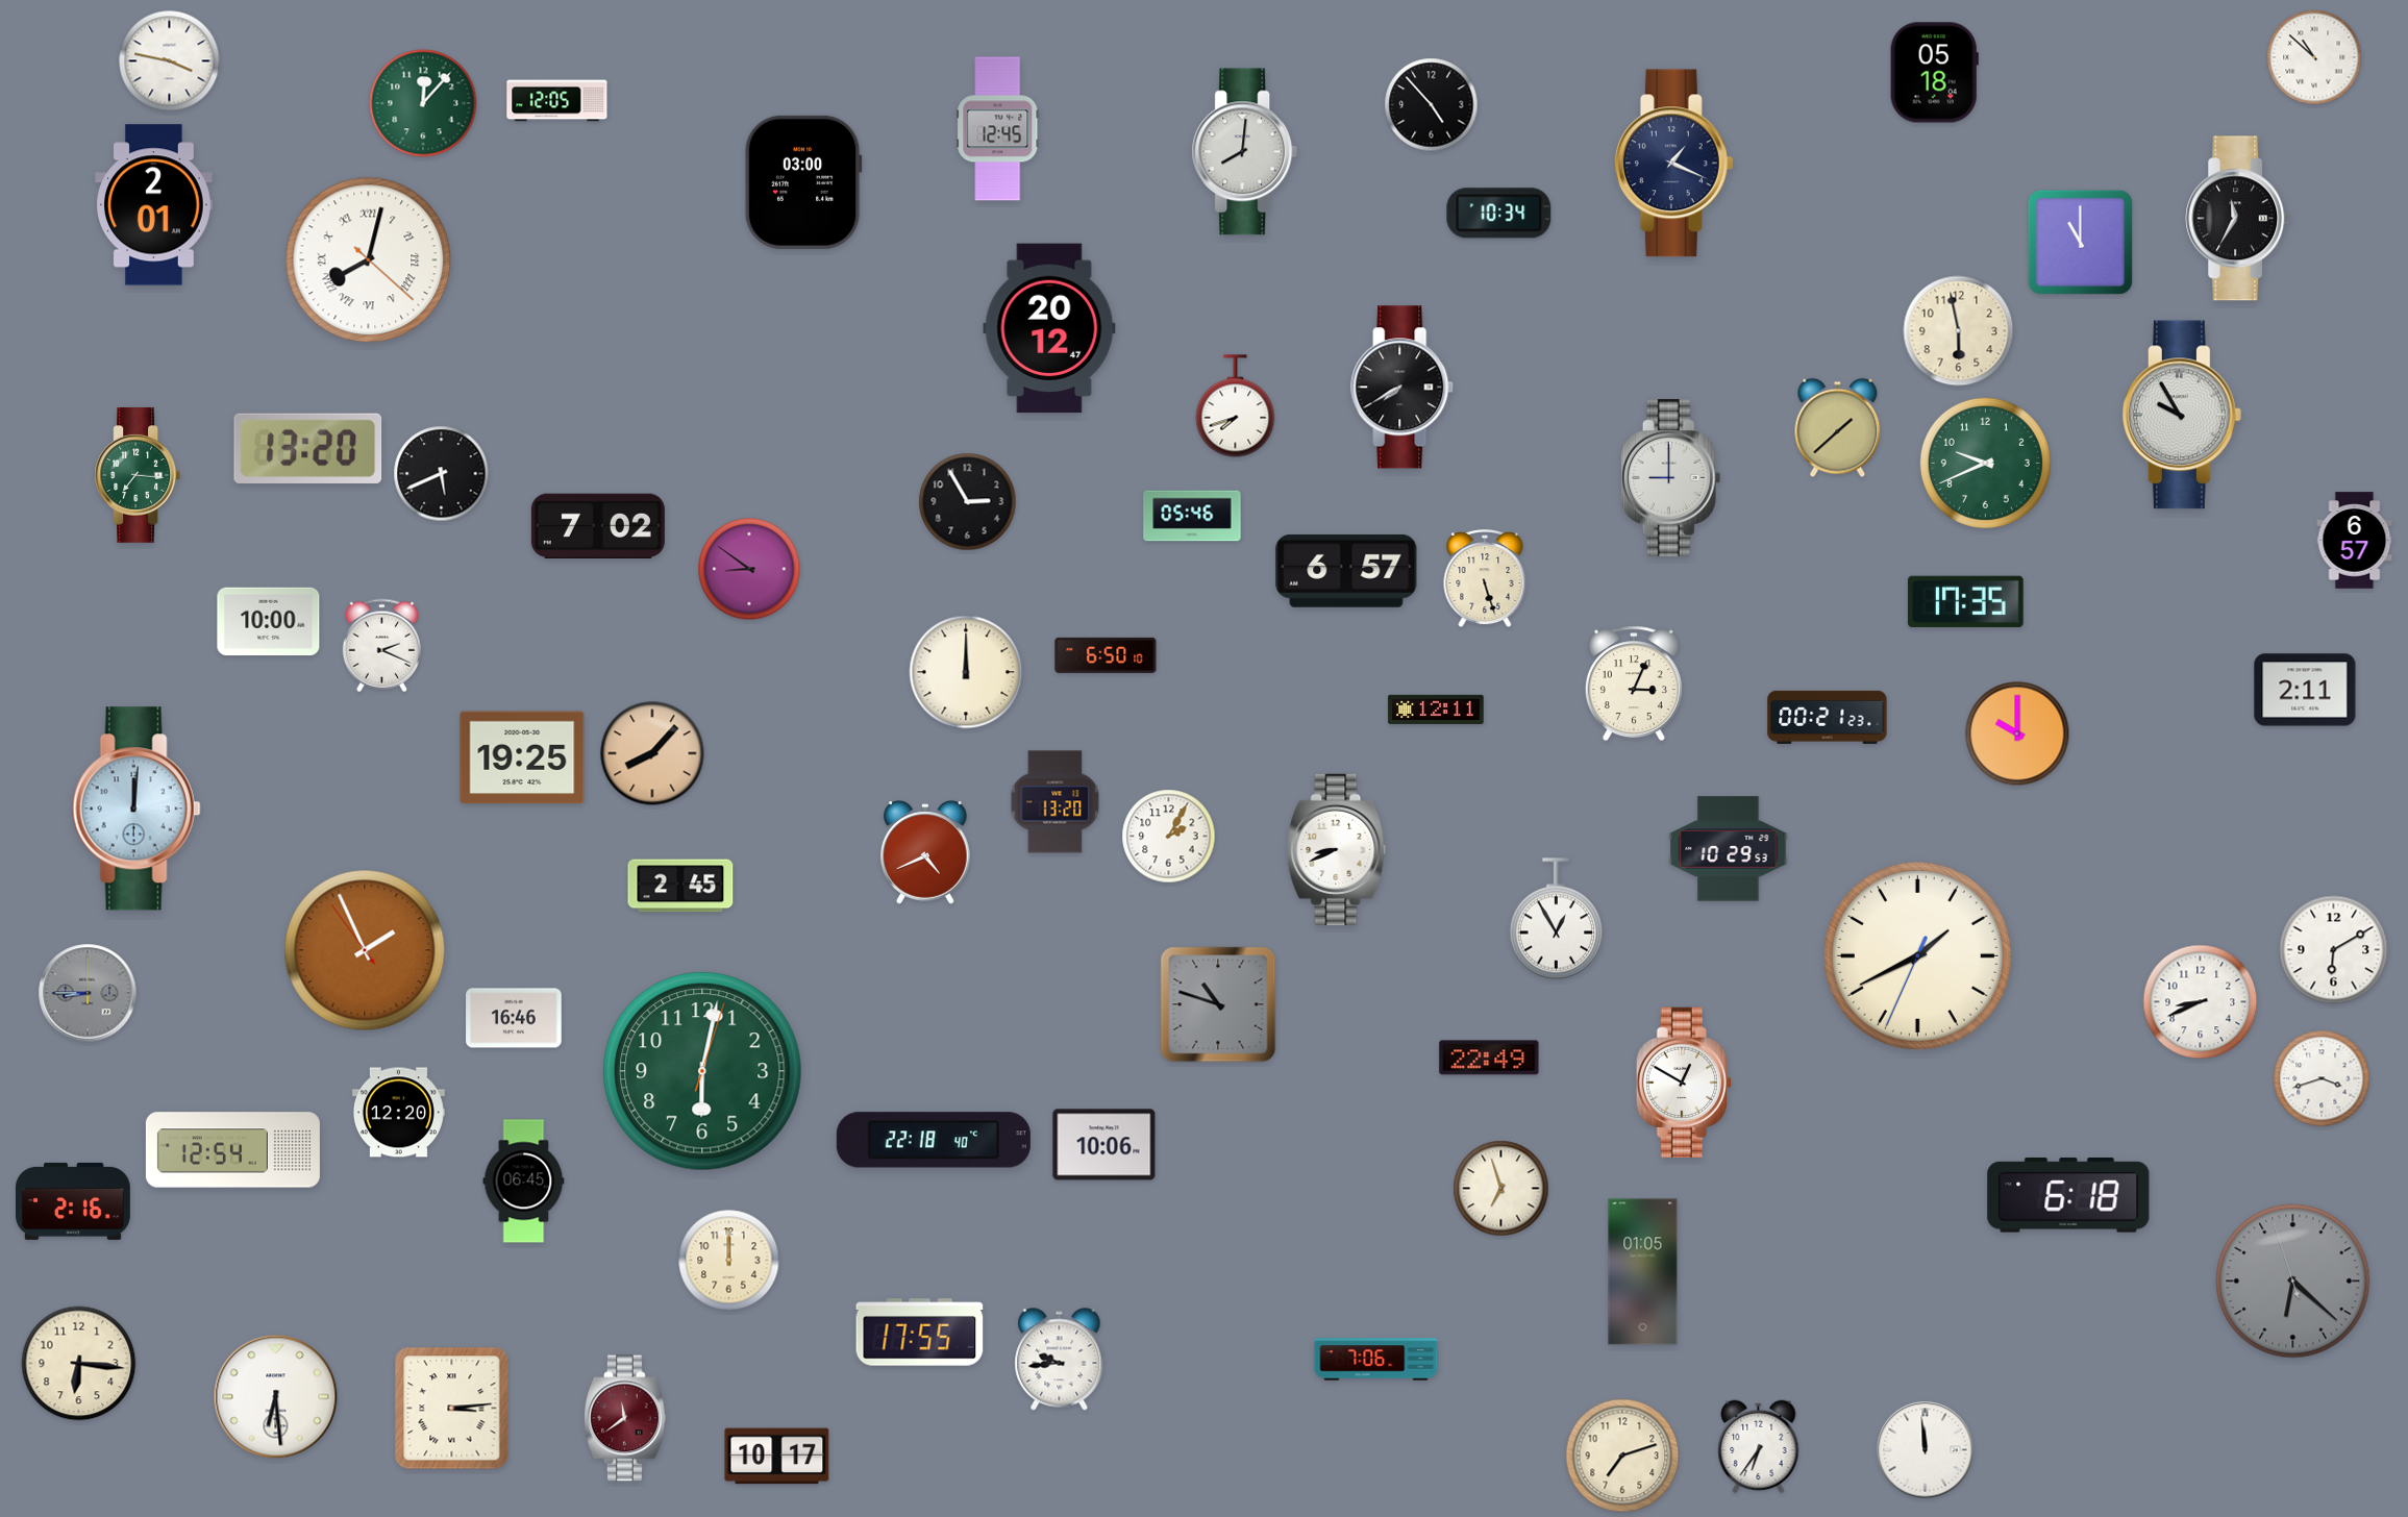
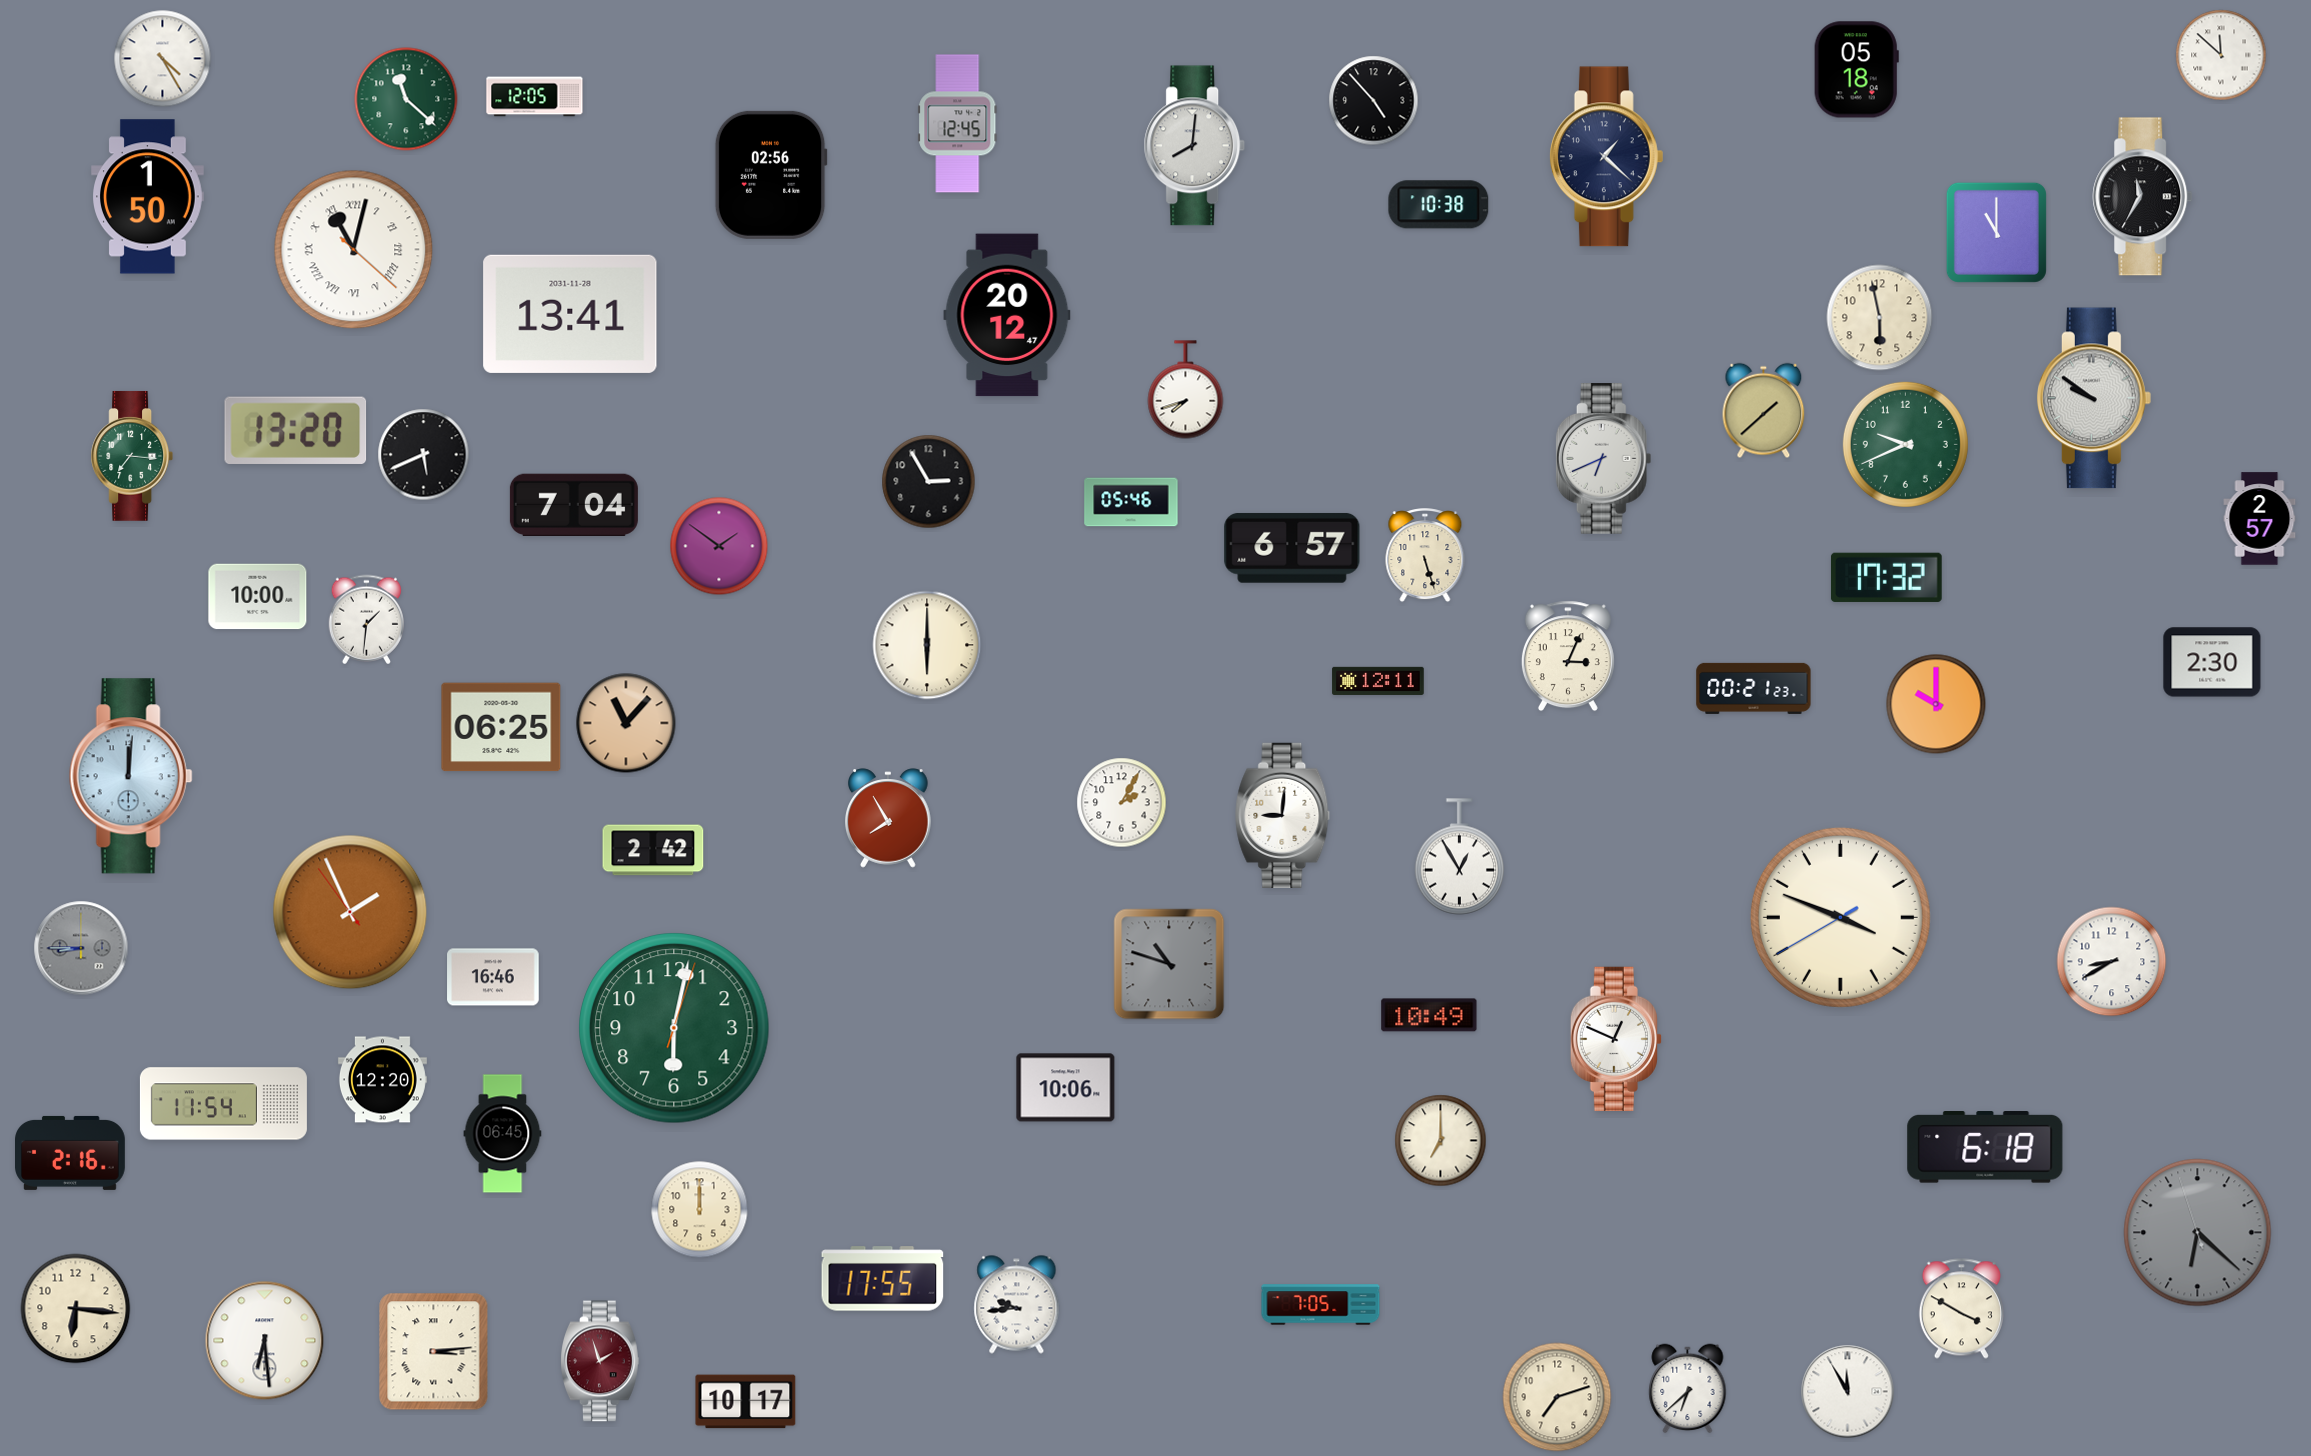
clock at (2314, 57): 10:52 -> 11:52
clock at (170, 61): 3:47 -> 4:25
clock at (423, 103): 12:07 -> 11:22
clock at (1673, 164): 1:19 -> 1:22
clock at (803, 182): 03:00 -> 02:56
clock at (154, 205): 2:01 -> 1:50
clock at (1499, 214): 10:34 -> 10:38
clock at (2238, 219) position: (2238, 219) -> (2143, 197)
clock at (369, 260): 8:02 -> 11:02
clock at (570, 314): none -> 13:41
clock at (1402, 388): 7:40 -> none
clock at (2182, 415): 9:55 -> 9:51
clock at (1671, 478): 9:00 -> 6:41
clock at (1192, 516) position: (1192, 516) -> (1131, 502)
clock at (598, 525): 7:02 -> 7:04
clock at (2355, 541): 6:57 -> 2:57
clock at (749, 569): 8:51 -> 1:51
clock at (1965, 601): 17:35 -> 17:32
clock at (381, 646): 2:19 -> 1:31
clock at (1106, 655): 6:50 -> none
clock at (966, 672): 12:00 -> 6:00
clock at (2305, 690): 2:11 -> 2:30
clock at (652, 753): 8:07 -> 11:07
clock at (522, 757): 19:25 -> 06:25
clock at (1056, 802): 13:20 -> none
clock at (1337, 849): 8:41 -> 9:01
clock at (1729, 849): 10:29 -> none
clock at (925, 852): 4:41 -> 7:55
clock at (680, 886): 2:45 -> 2:42
clock at (1557, 919) position: (1557, 919) -> (1460, 857)
clock at (2334, 950): 6:10 -> none
clock at (1917, 955): 1:40 -> 3:48
clock at (88, 993) position: (88, 993) -> (81, 948)
clock at (2201, 1002): 8:41 -> 8:40
clock at (1489, 1058): 22:49 -> 10:49
clock at (2322, 1078): 3:42 -> none
clock at (1683, 1081): 12:50 -> 12:49
clock at (398, 1113) position: (398, 1113) -> (382, 1080)
clock at (934, 1140): 22:18 -> none
clock at (1104, 1145) position: (1104, 1145) -> (1066, 1088)
clock at (232, 1150): 12:54 -> 11:54
clock at (1501, 1189): 6:57 -> 7:00
clock at (1643, 1272): 01:05 -> none
clock at (2293, 1282) position: (2293, 1282) -> (2198, 1233)
clock at (1376, 1360): 7:06 -> 7:05
clock at (1961, 1309): none -> 3:50
clock at (626, 1418): 11:39 -> 1:57
clock at (1759, 1447): 6:36 -> 6:38
clock at (1926, 1450): 11:59 -> 11:55
clock at (777, 1457) position: (777, 1457) -> (746, 1402)
